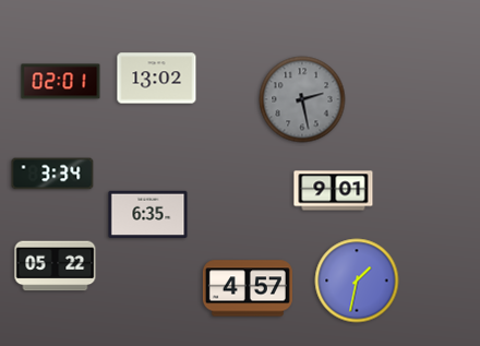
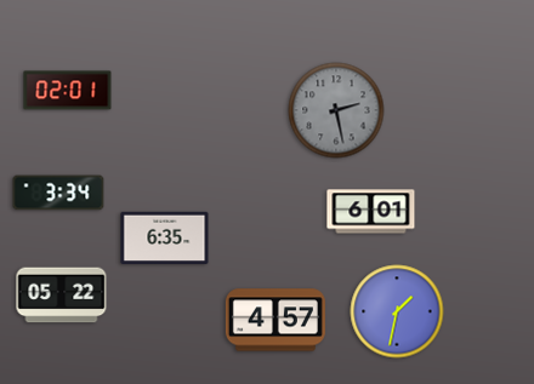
clock at (157, 79): 13:02 -> none
clock at (334, 191): 9:01 -> 6:01
